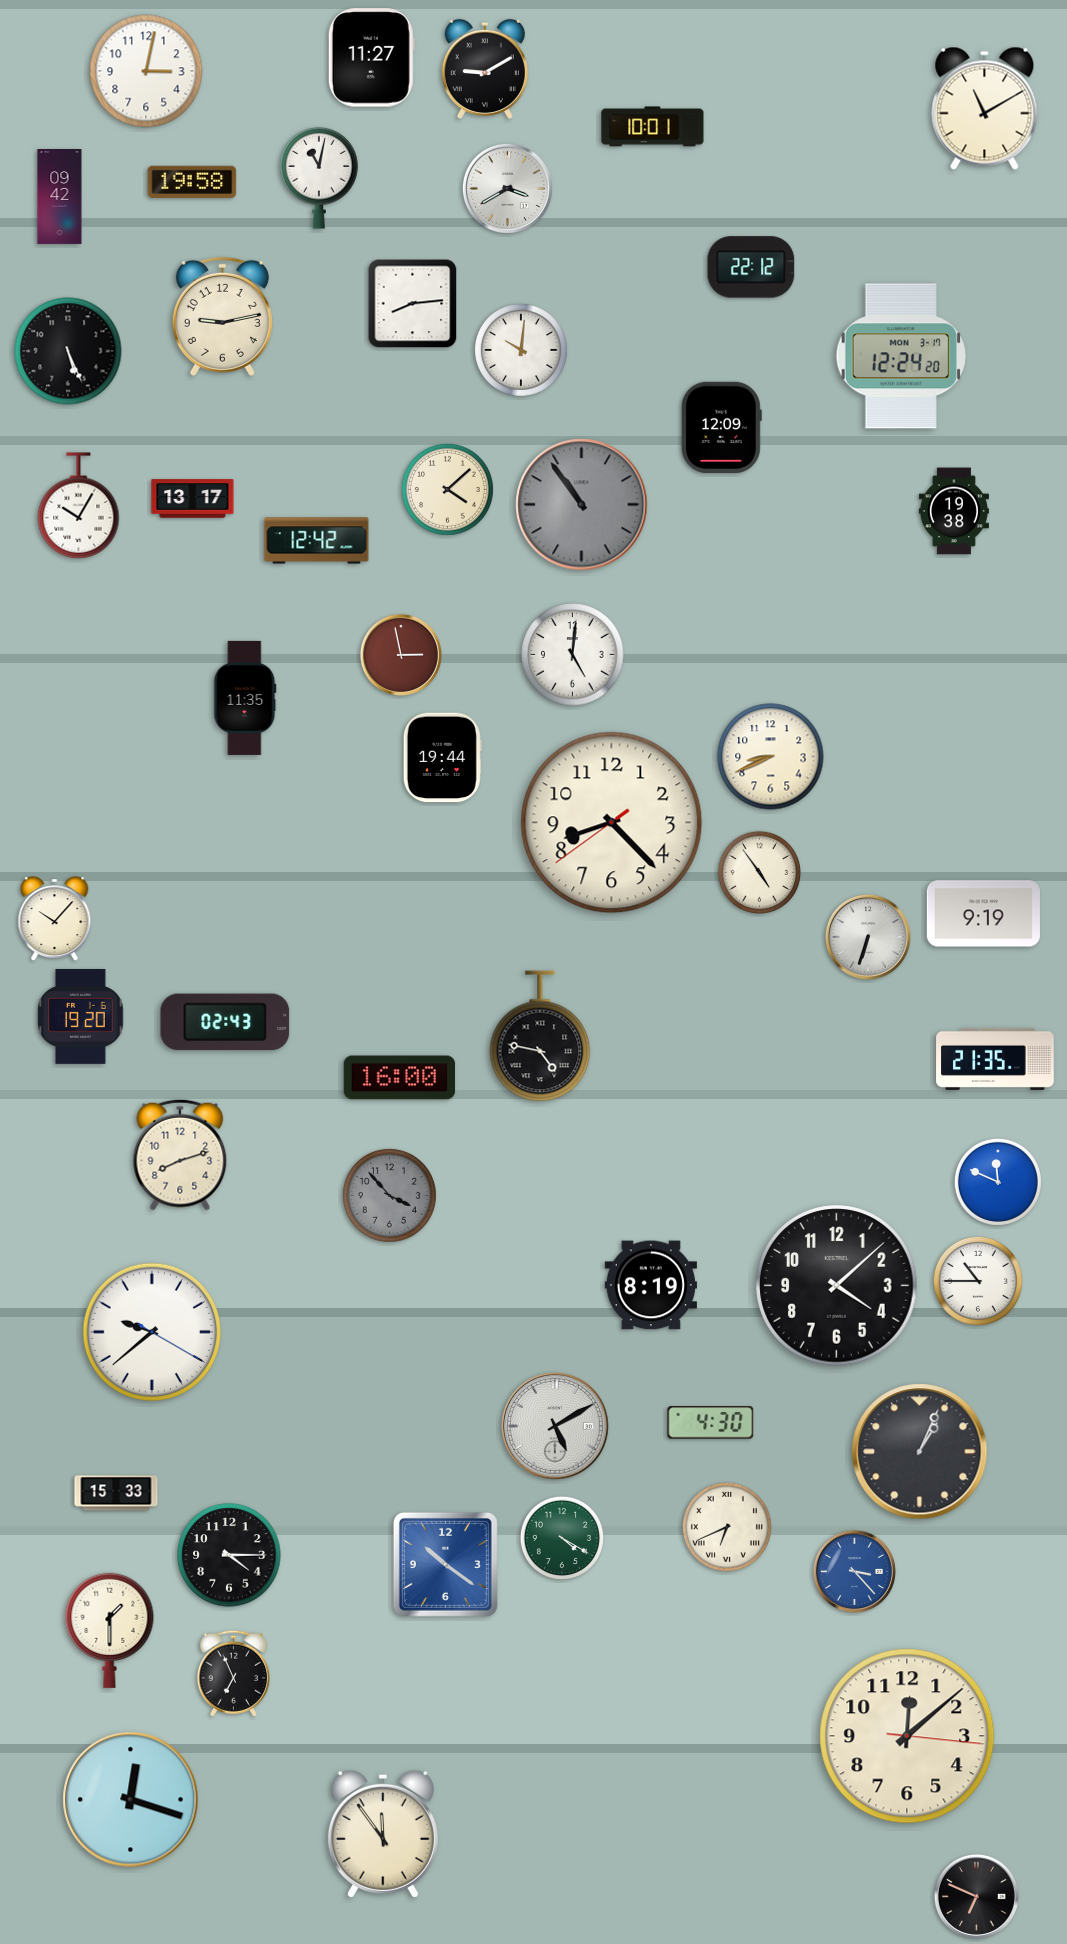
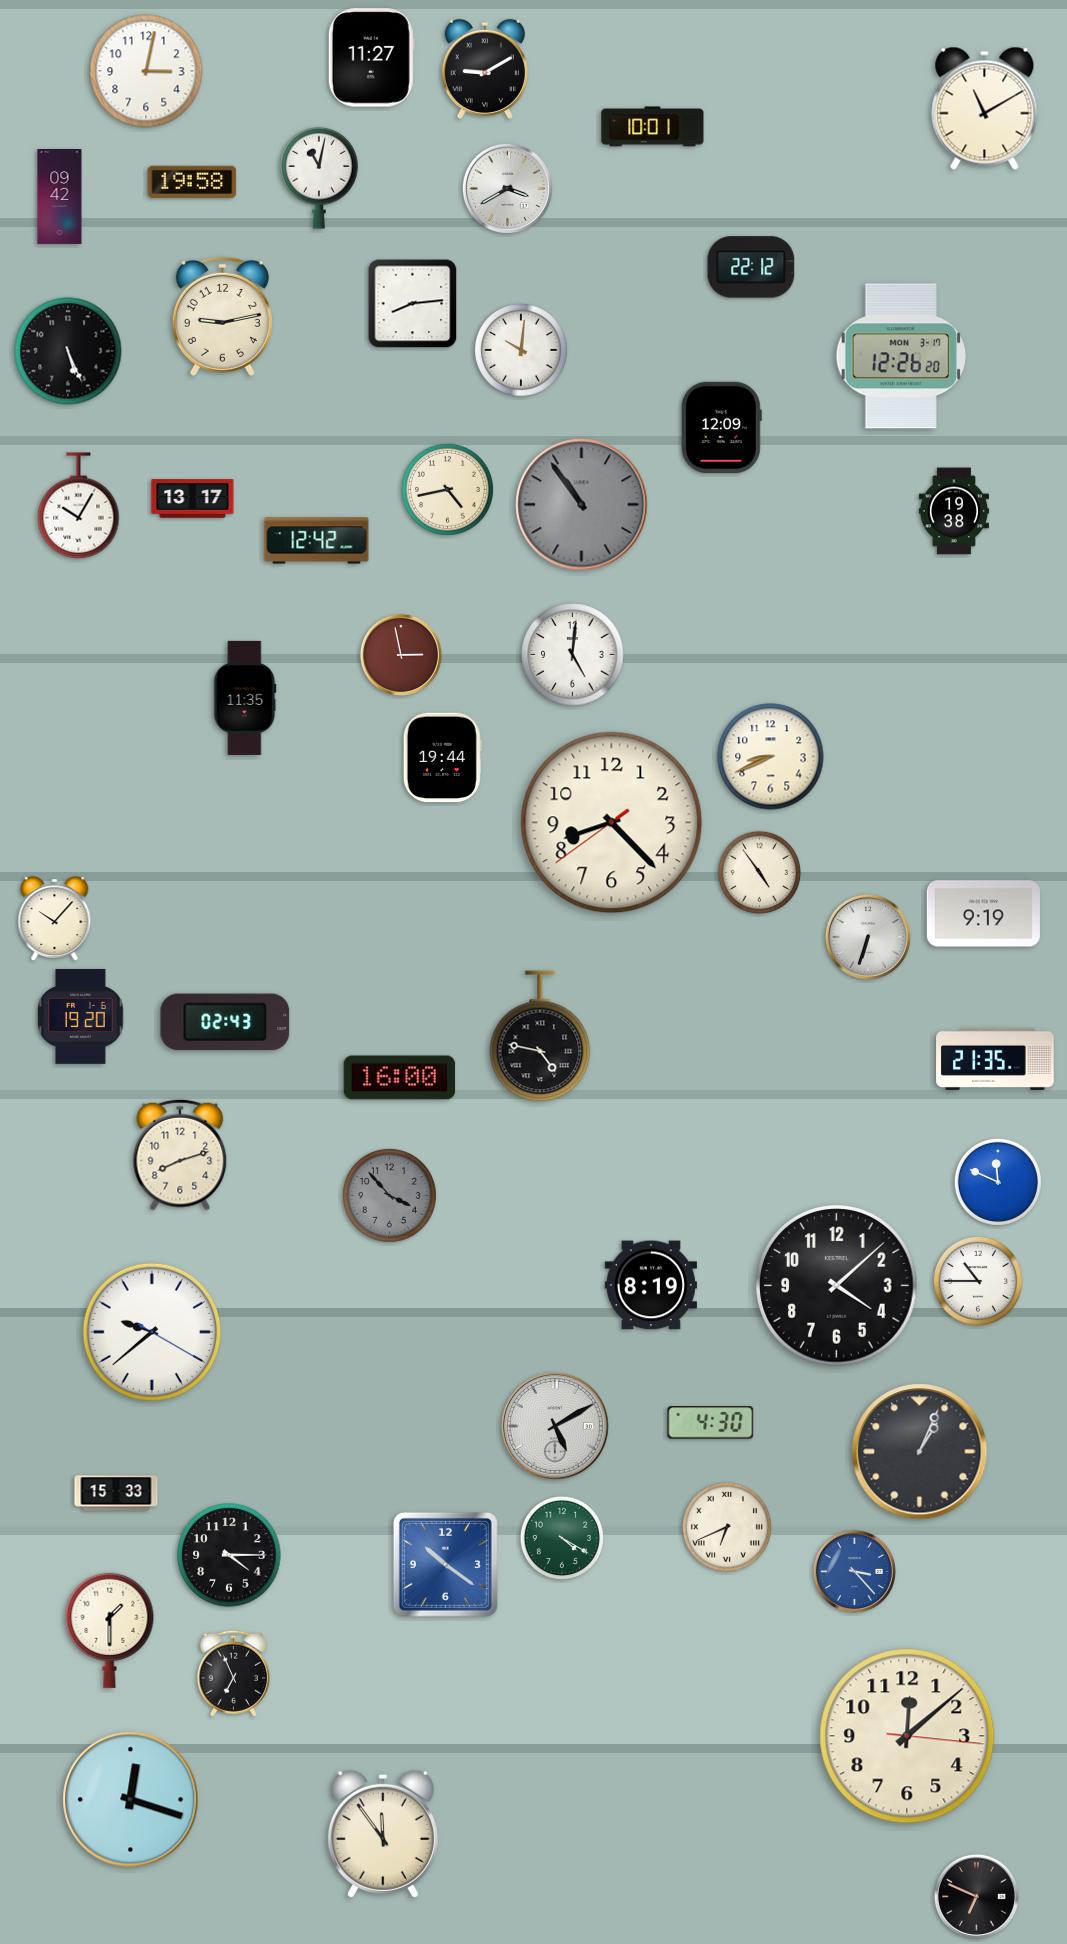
clock at (900, 356): 12:24 -> 12:26
clock at (447, 489): 4:08 -> 4:43
